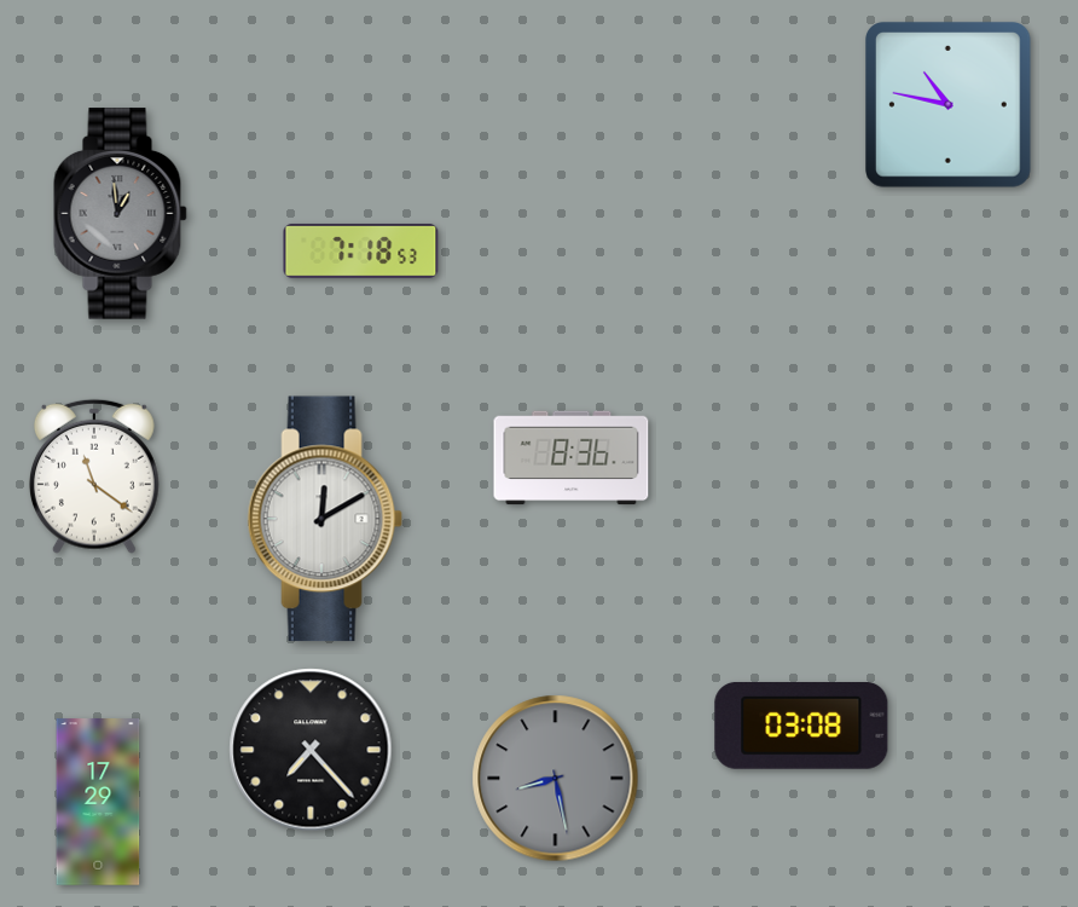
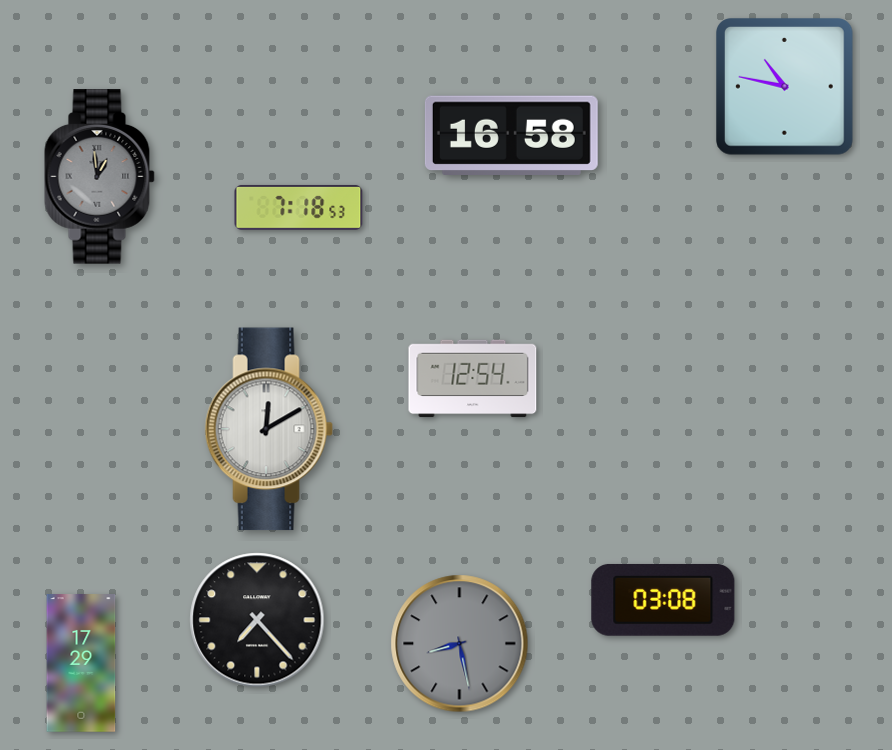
clock at (511, 135): none -> 16:58
clock at (572, 458): 8:36 -> 12:54
clock at (94, 476): 11:21 -> none
